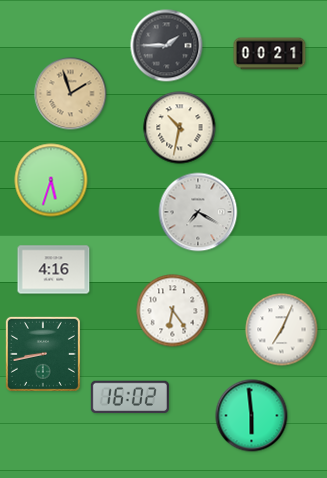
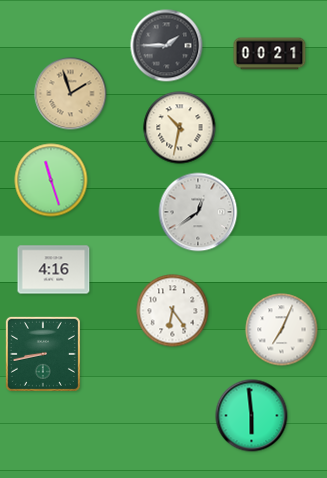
clock at (51, 180): 5:33 -> 11:27
clock at (198, 212): 7:20 -> 12:39
clock at (130, 397): 16:02 -> none
